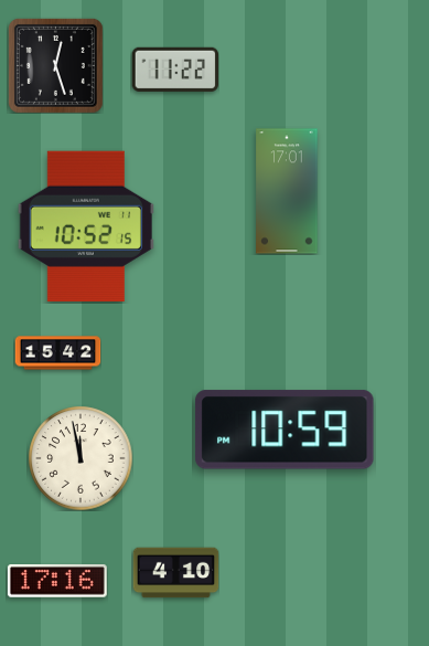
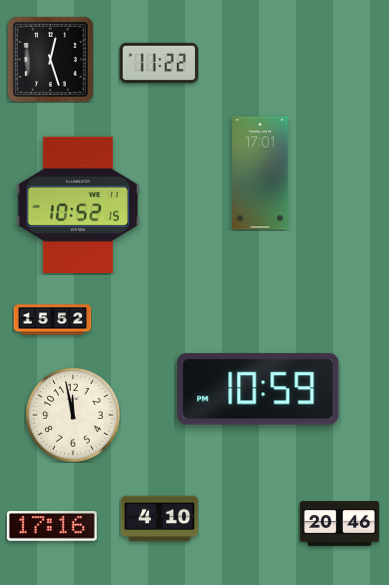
clock at (57, 353): 15:42 -> 15:52
clock at (339, 524): none -> 20:46
